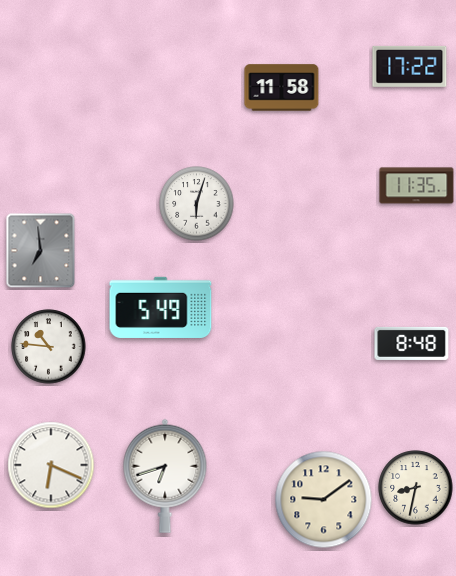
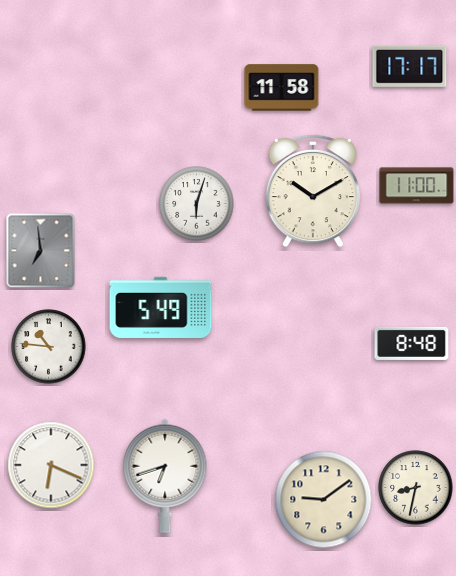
clock at (410, 66): 17:22 -> 17:17
clock at (417, 186): 11:35 -> 11:00
clock at (312, 191): none -> 10:10
